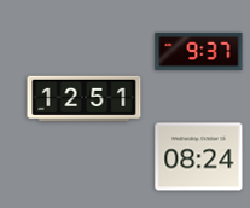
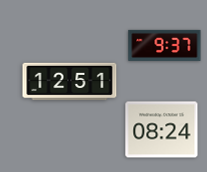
clock at (199, 51) position: (199, 51) -> (165, 45)
clock at (199, 157) position: (199, 157) -> (162, 130)
